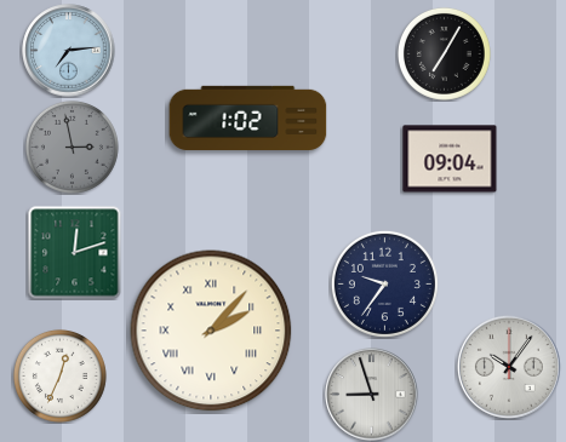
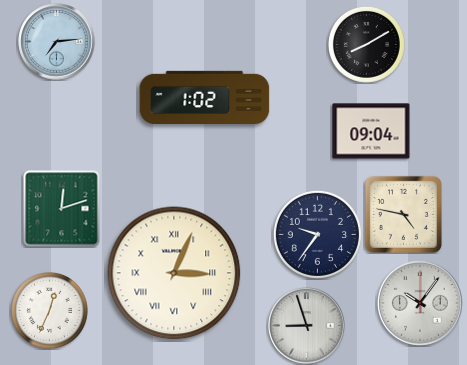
clock at (444, 53): 7:05 -> 8:10
clock at (72, 147): 2:58 -> none
clock at (403, 214): none -> 4:47
clock at (211, 331): 2:07 -> 3:04
